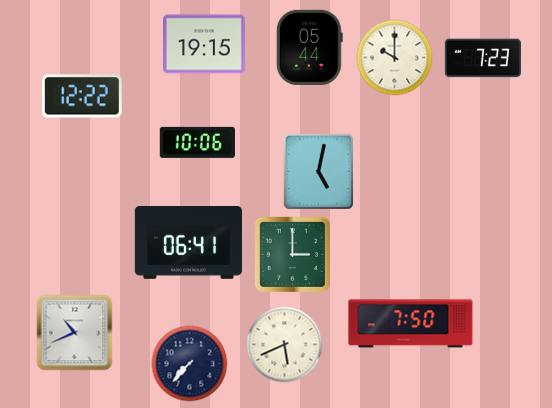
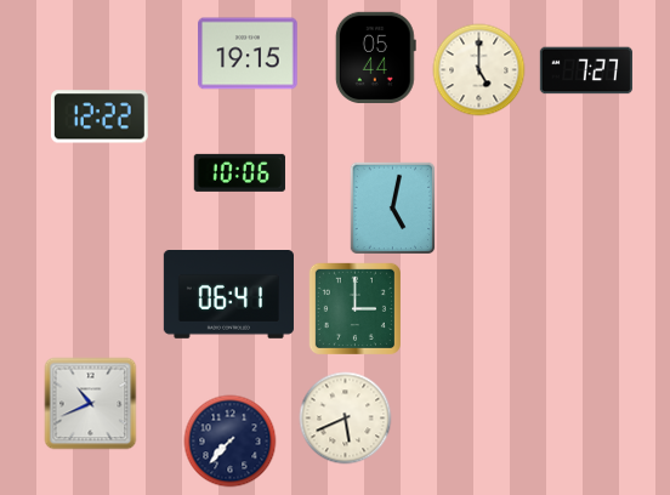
clock at (395, 58): 10:00 -> 5:00
clock at (483, 58): 7:23 -> 7:27
clock at (318, 172) position: (318, 172) -> (392, 209)
clock at (411, 324): 7:50 -> none
